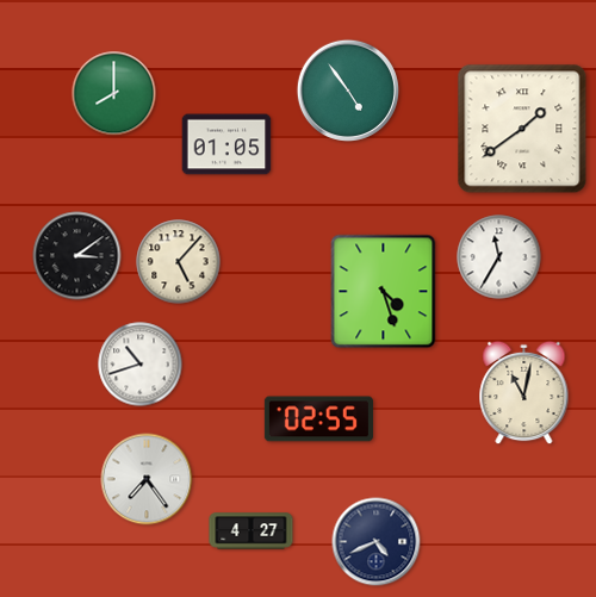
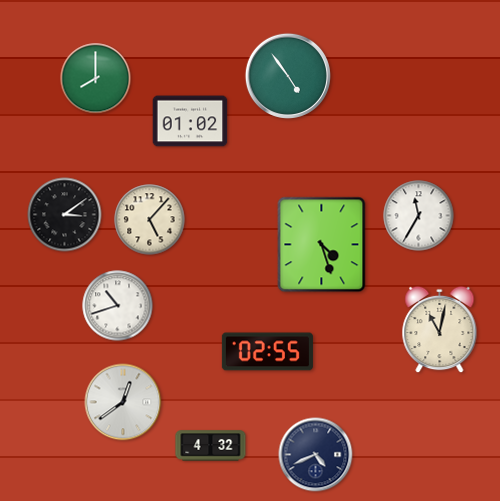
clock at (348, 91) position: (348, 91) -> (288, 76)
clock at (522, 129): 1:39 -> none
clock at (226, 144): 01:05 -> 01:02
clock at (147, 479): 7:24 -> 12:39
clock at (252, 531): 4:27 -> 4:32
